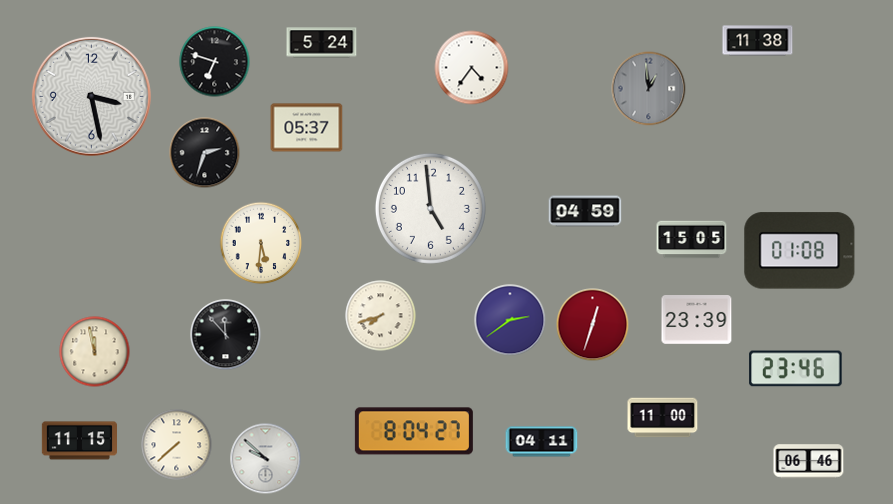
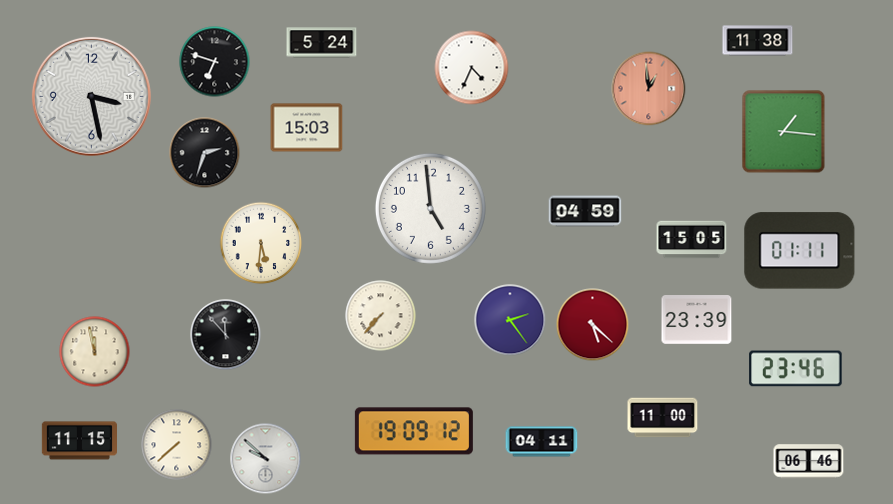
clock at (472, 68): 4:36 -> 4:34
clock at (649, 89) dial: grey -> salmon
clock at (307, 128): 05:37 -> 15:03
clock at (784, 132): none -> 1:16
clock at (800, 251): 01:08 -> 01:11
clock at (381, 316): 7:42 -> 7:37
clock at (510, 320): 2:39 -> 2:24
clock at (593, 325): 12:33 -> 5:22
clock at (414, 431): 8:04 -> 19:09
